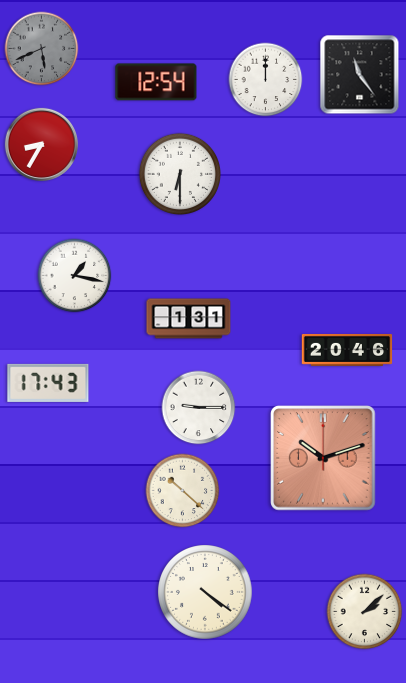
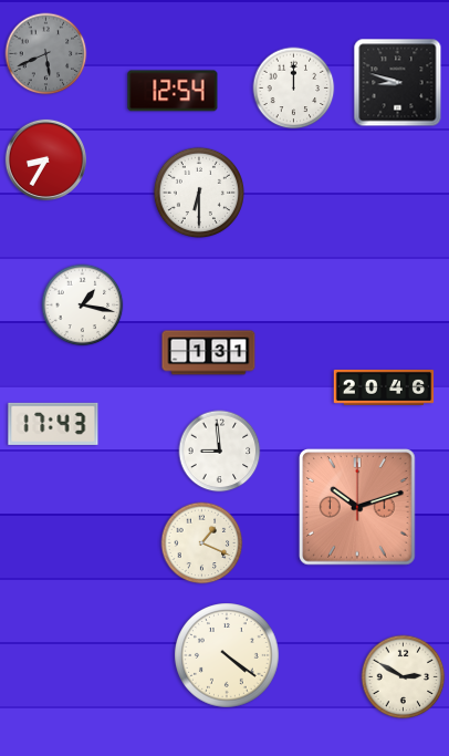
clock at (360, 75): 11:24 -> 8:48
clock at (199, 408): 9:15 -> 8:59
clock at (183, 491): 10:22 -> 1:19
clock at (365, 612): 2:08 -> 2:50
